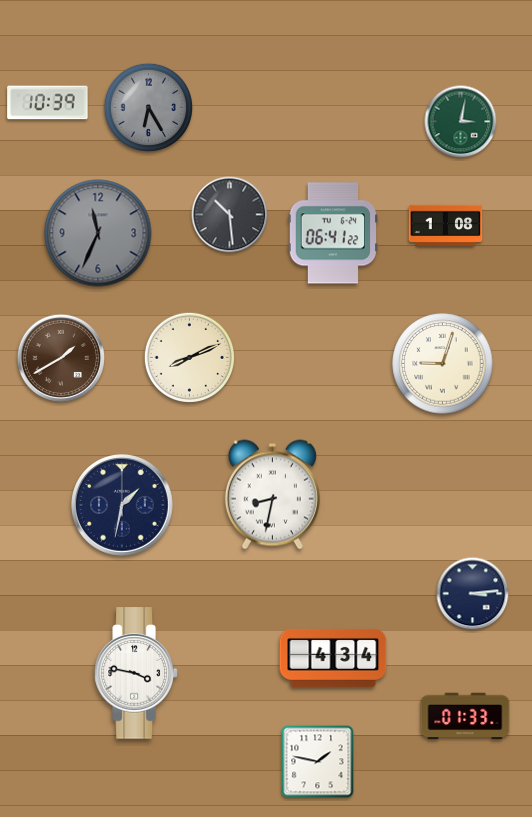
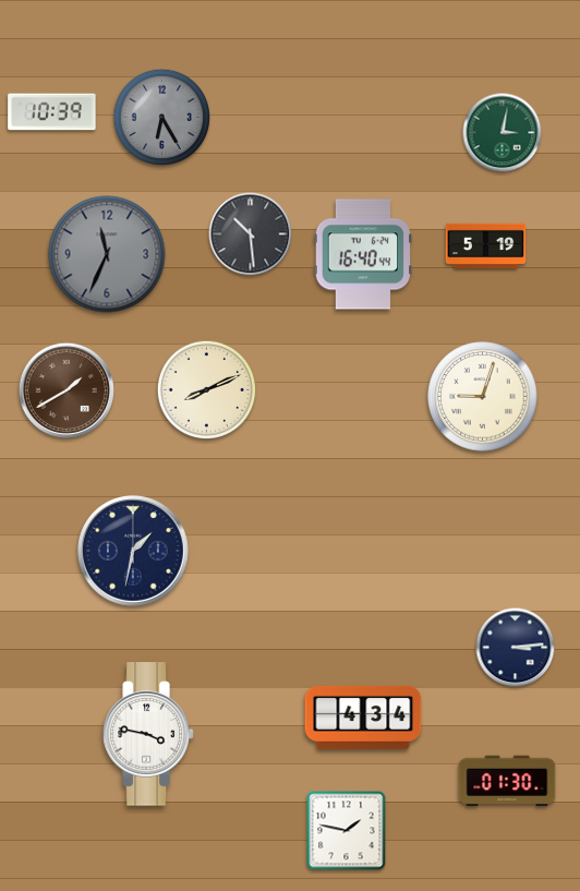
clock at (446, 225): 1:08 -> 5:19
clock at (333, 233): 06:41 -> 16:40
clock at (272, 495): 8:32 -> none
clock at (465, 716): 01:33 -> 01:30
